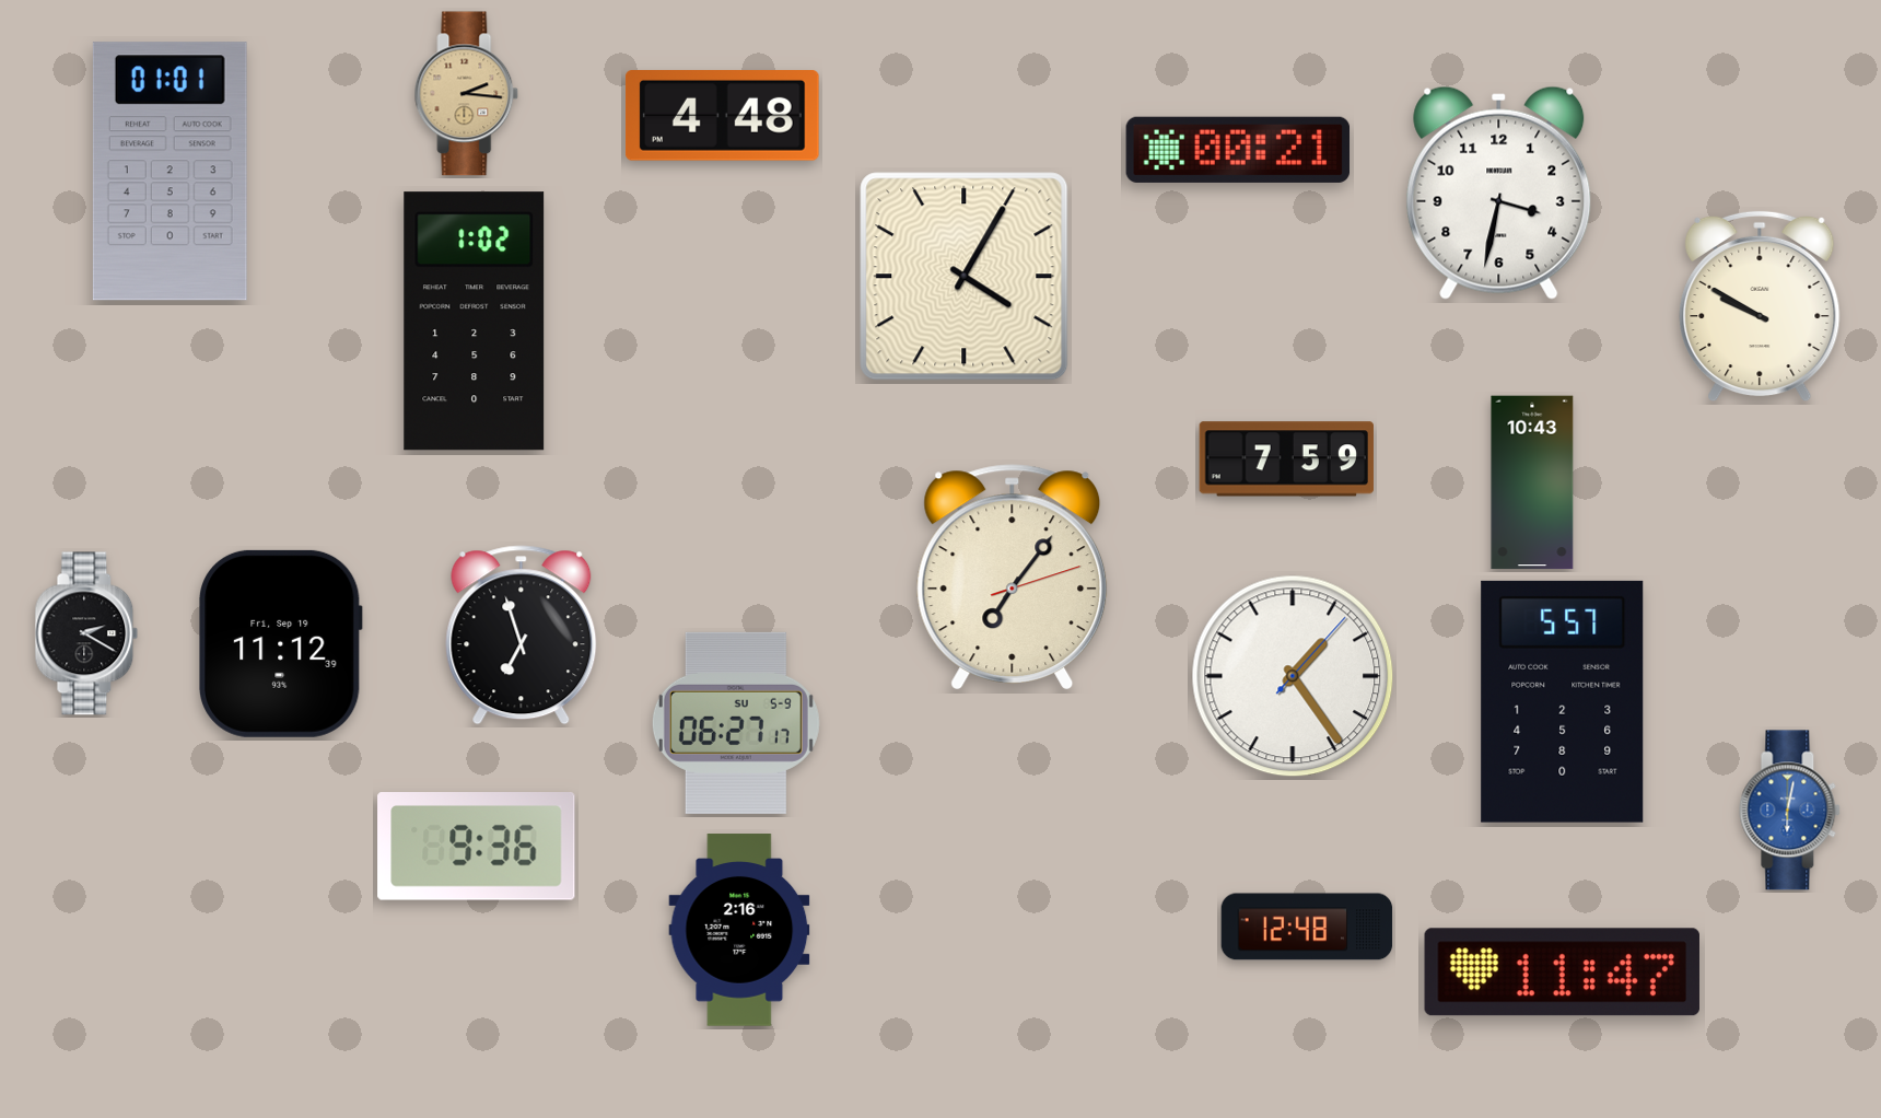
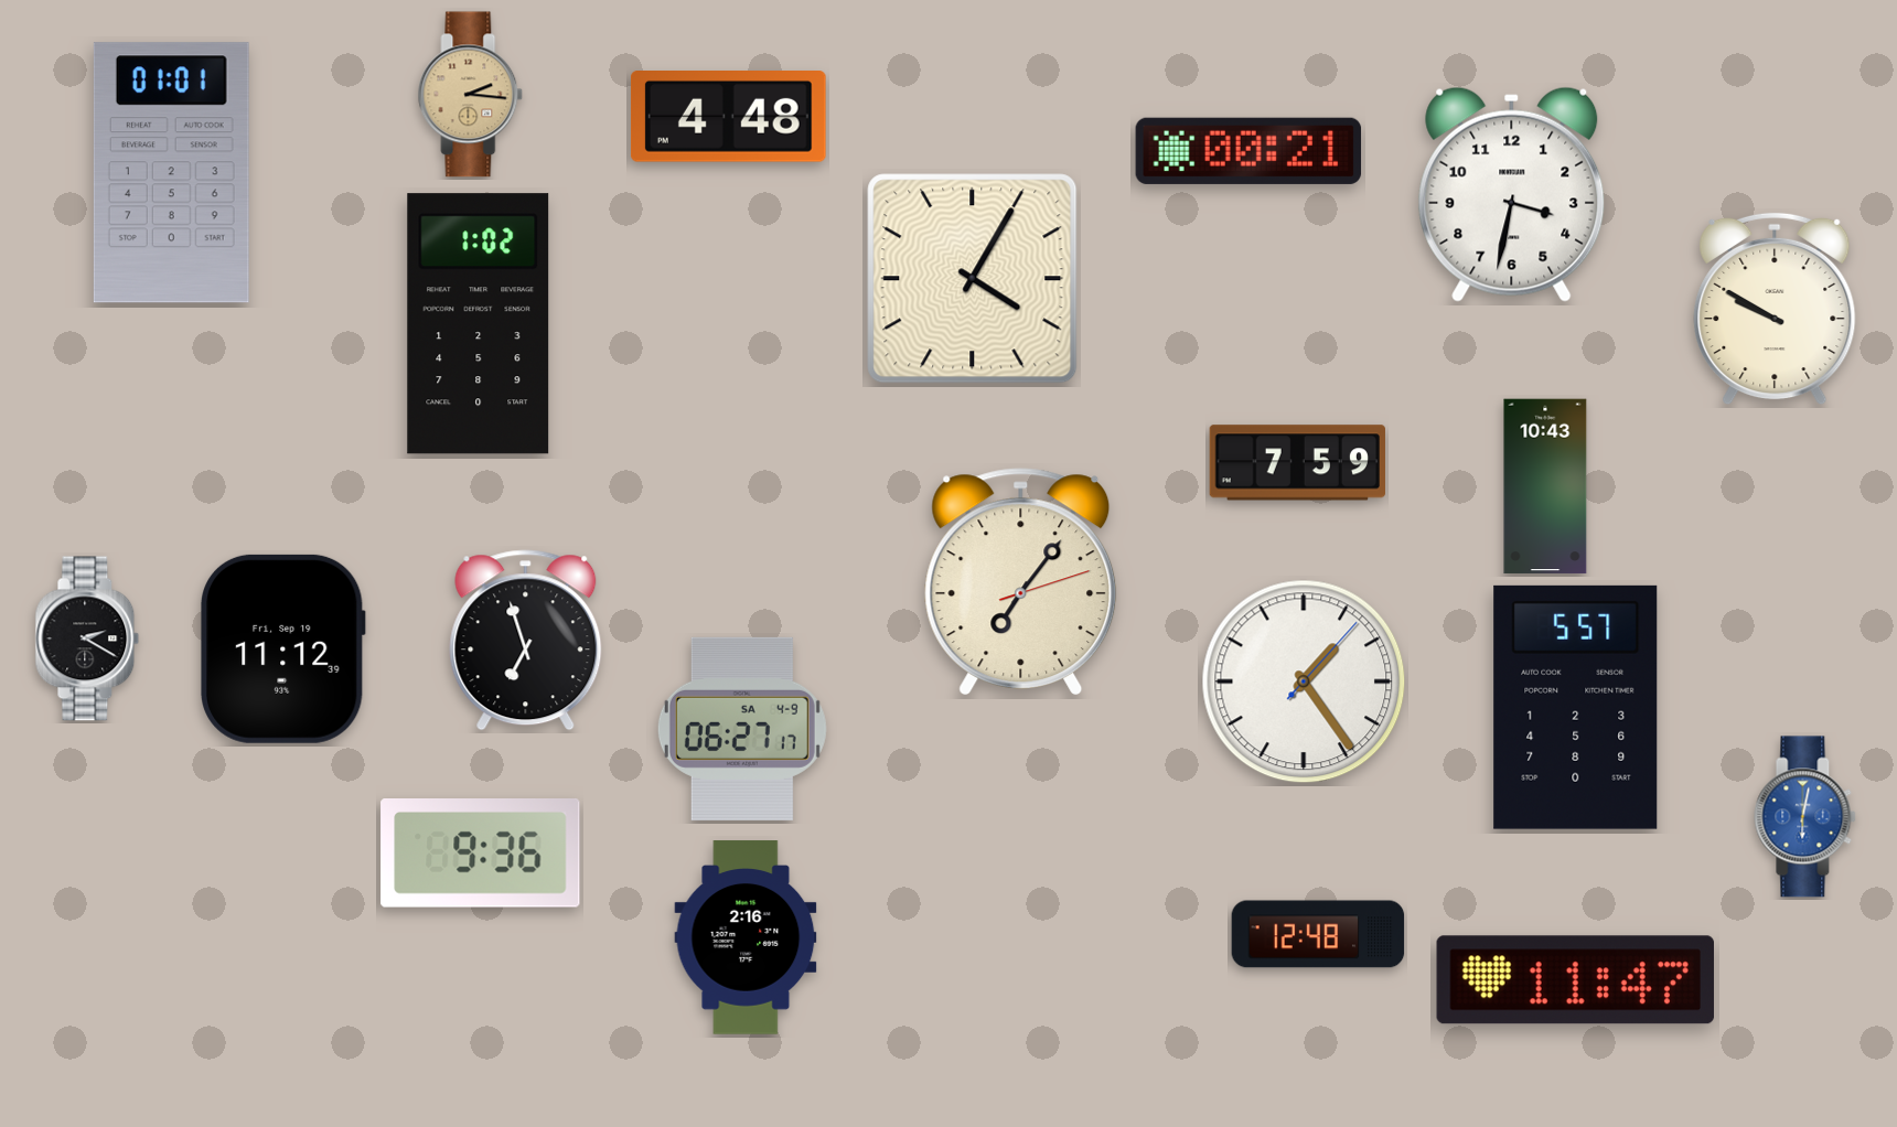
clock at (736, 723) date: SU 5-9 -> SA 4-9
